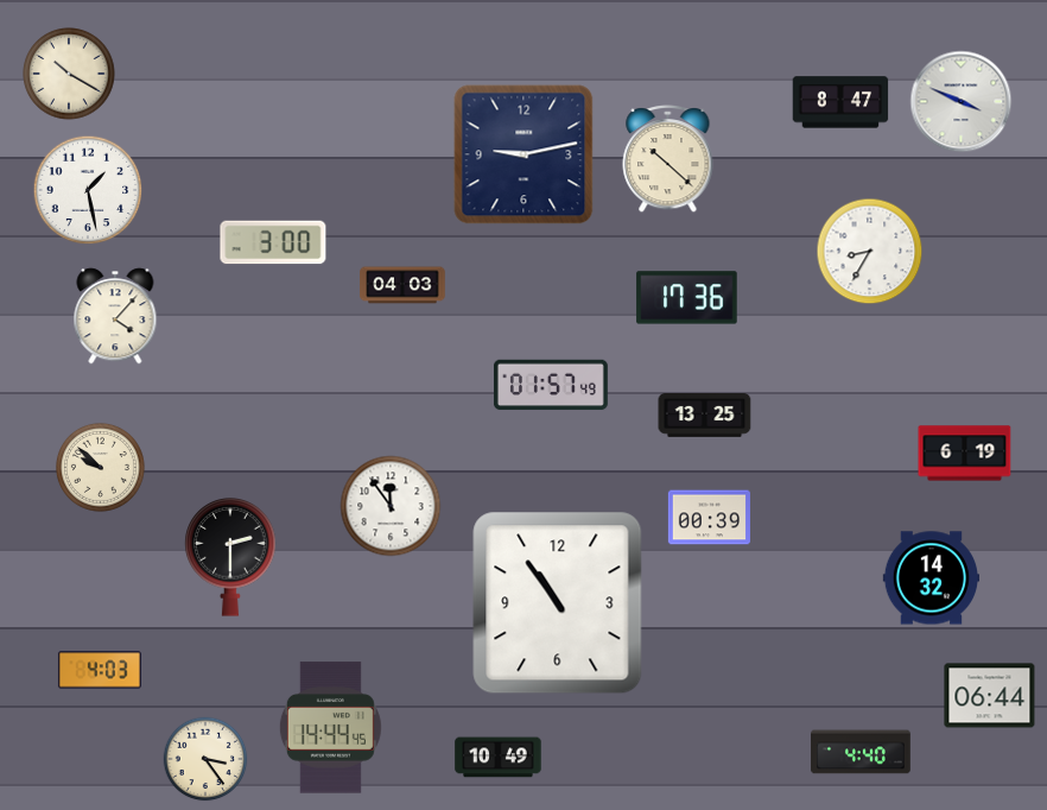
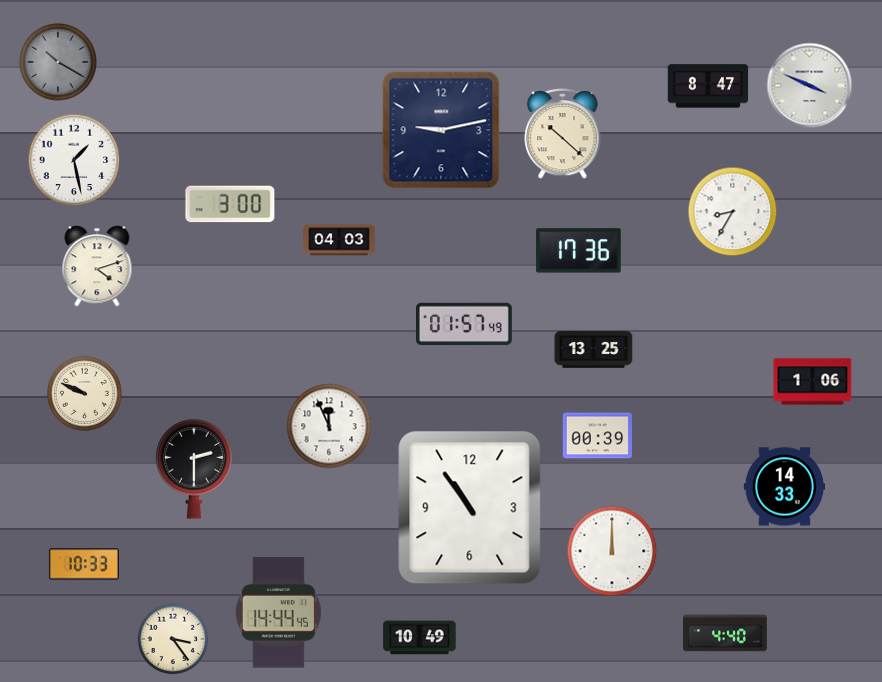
clock at (69, 74) dial: cream -> grey
clock at (115, 316): 4:07 -> 4:12
clock at (965, 454): 6:19 -> 1:06
clock at (100, 467): 9:52 -> 9:49
clock at (391, 506): 11:54 -> 11:56
clock at (931, 578): 14:32 -> 14:33
clock at (612, 551): none -> 12:00
clock at (100, 670): 4:03 -> 10:33
clock at (990, 696): 06:44 -> none
